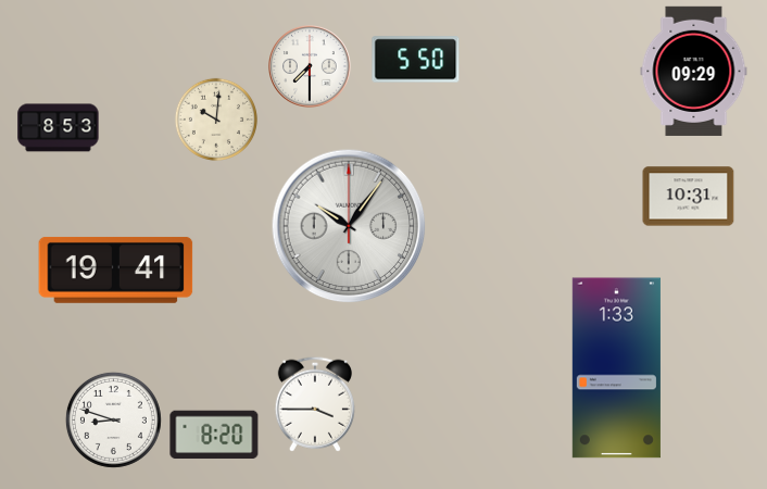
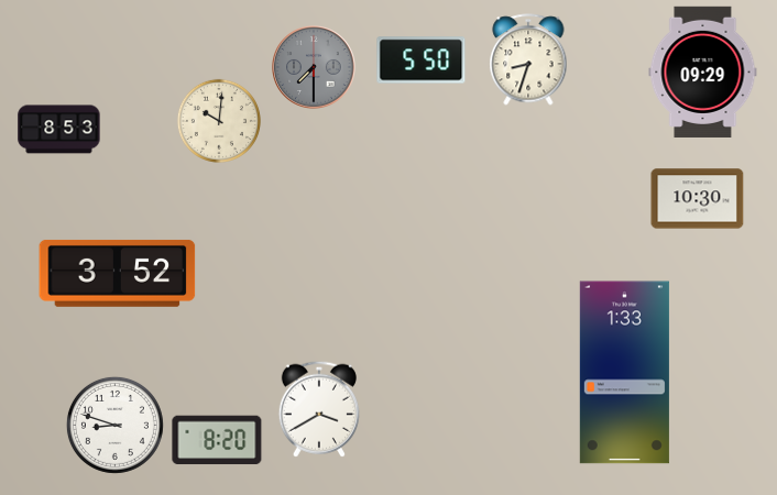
clock at (528, 59): none -> 8:33
clock at (310, 66) dial: white -> grey
clock at (689, 197): 10:31 -> 10:30
clock at (349, 226): 10:06 -> none
clock at (116, 269): 19:41 -> 3:52
clock at (315, 404): 3:45 -> 3:40
